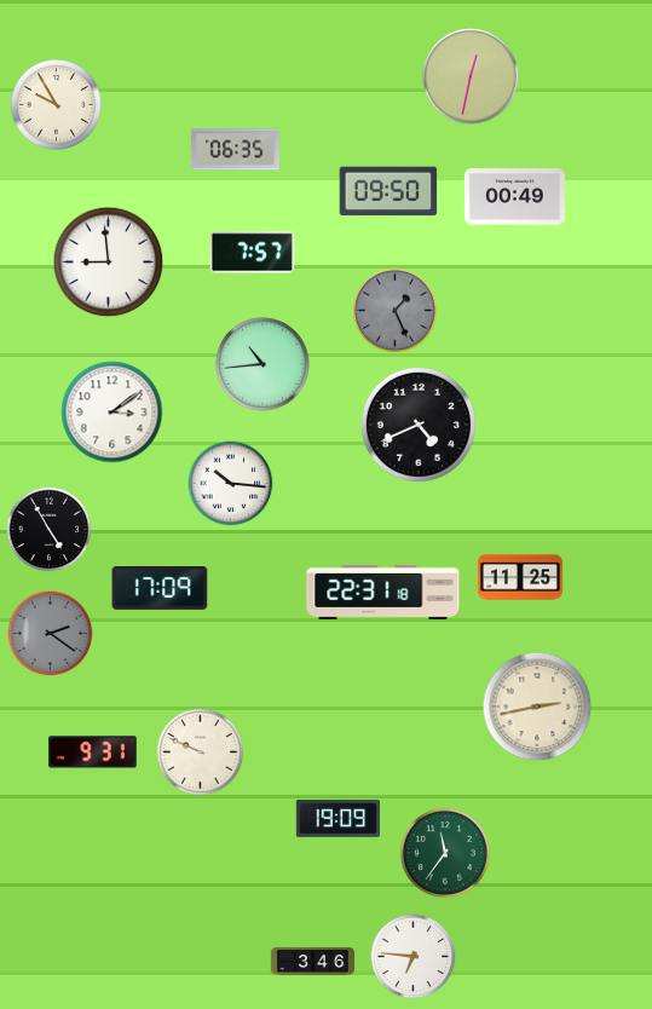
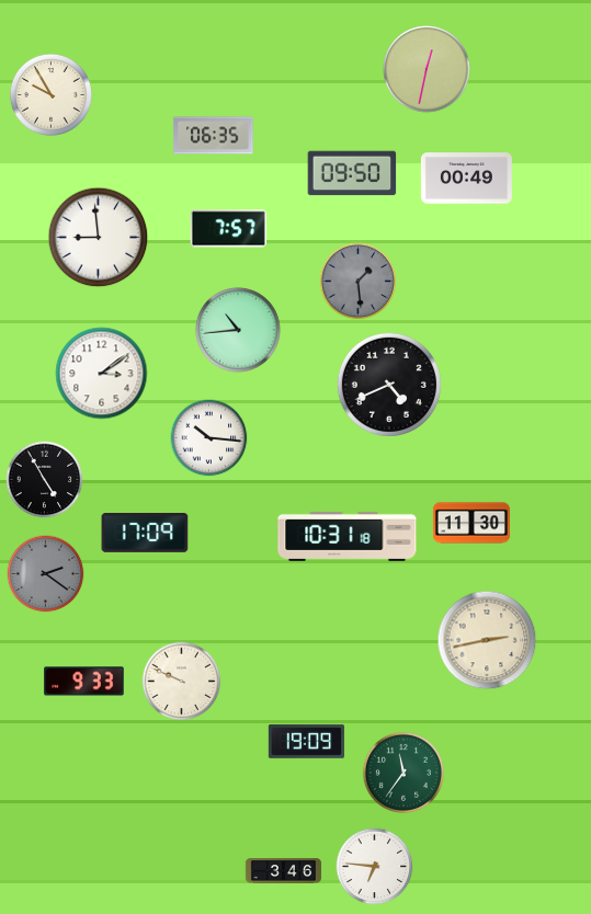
clock at (396, 311): 1:26 -> 1:29
clock at (419, 425) position: (419, 425) -> (389, 385)
clock at (520, 577): 11:25 -> 11:30
clock at (383, 592): 22:31 -> 10:31
clock at (93, 753): 9:31 -> 9:33
